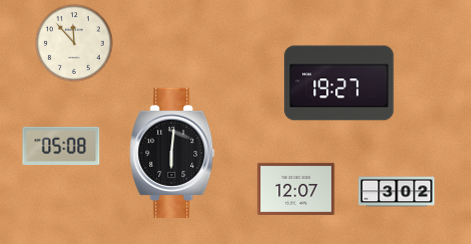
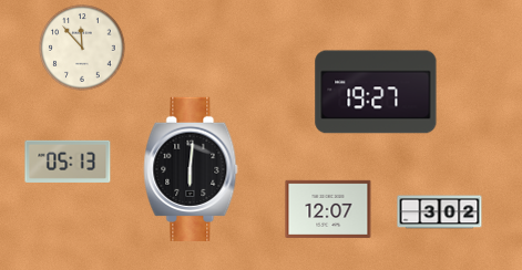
clock at (61, 146): 05:08 -> 05:13
